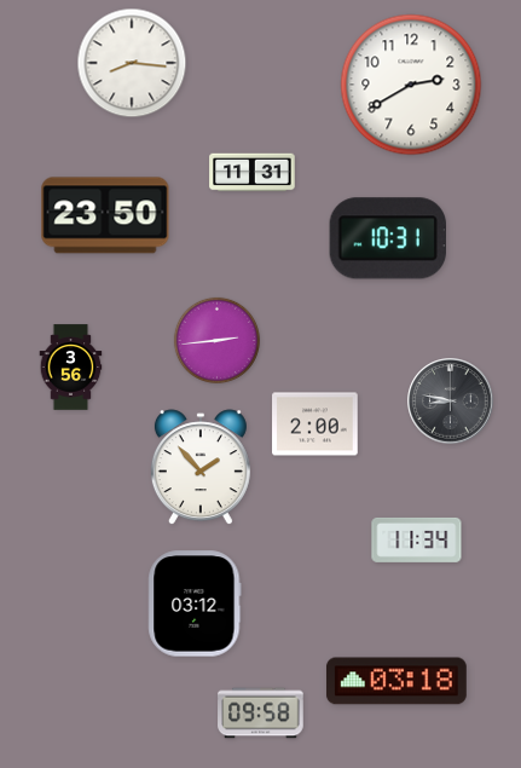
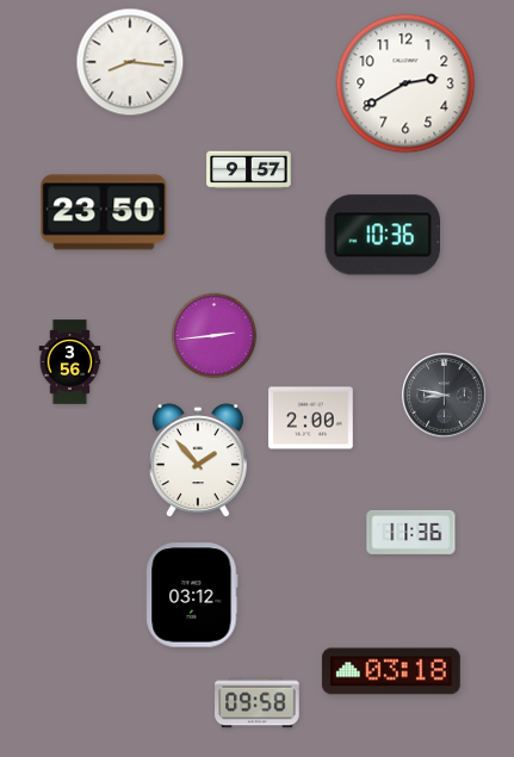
clock at (253, 173): 11:31 -> 9:57
clock at (387, 238): 10:31 -> 10:36
clock at (417, 539): 11:34 -> 11:36
